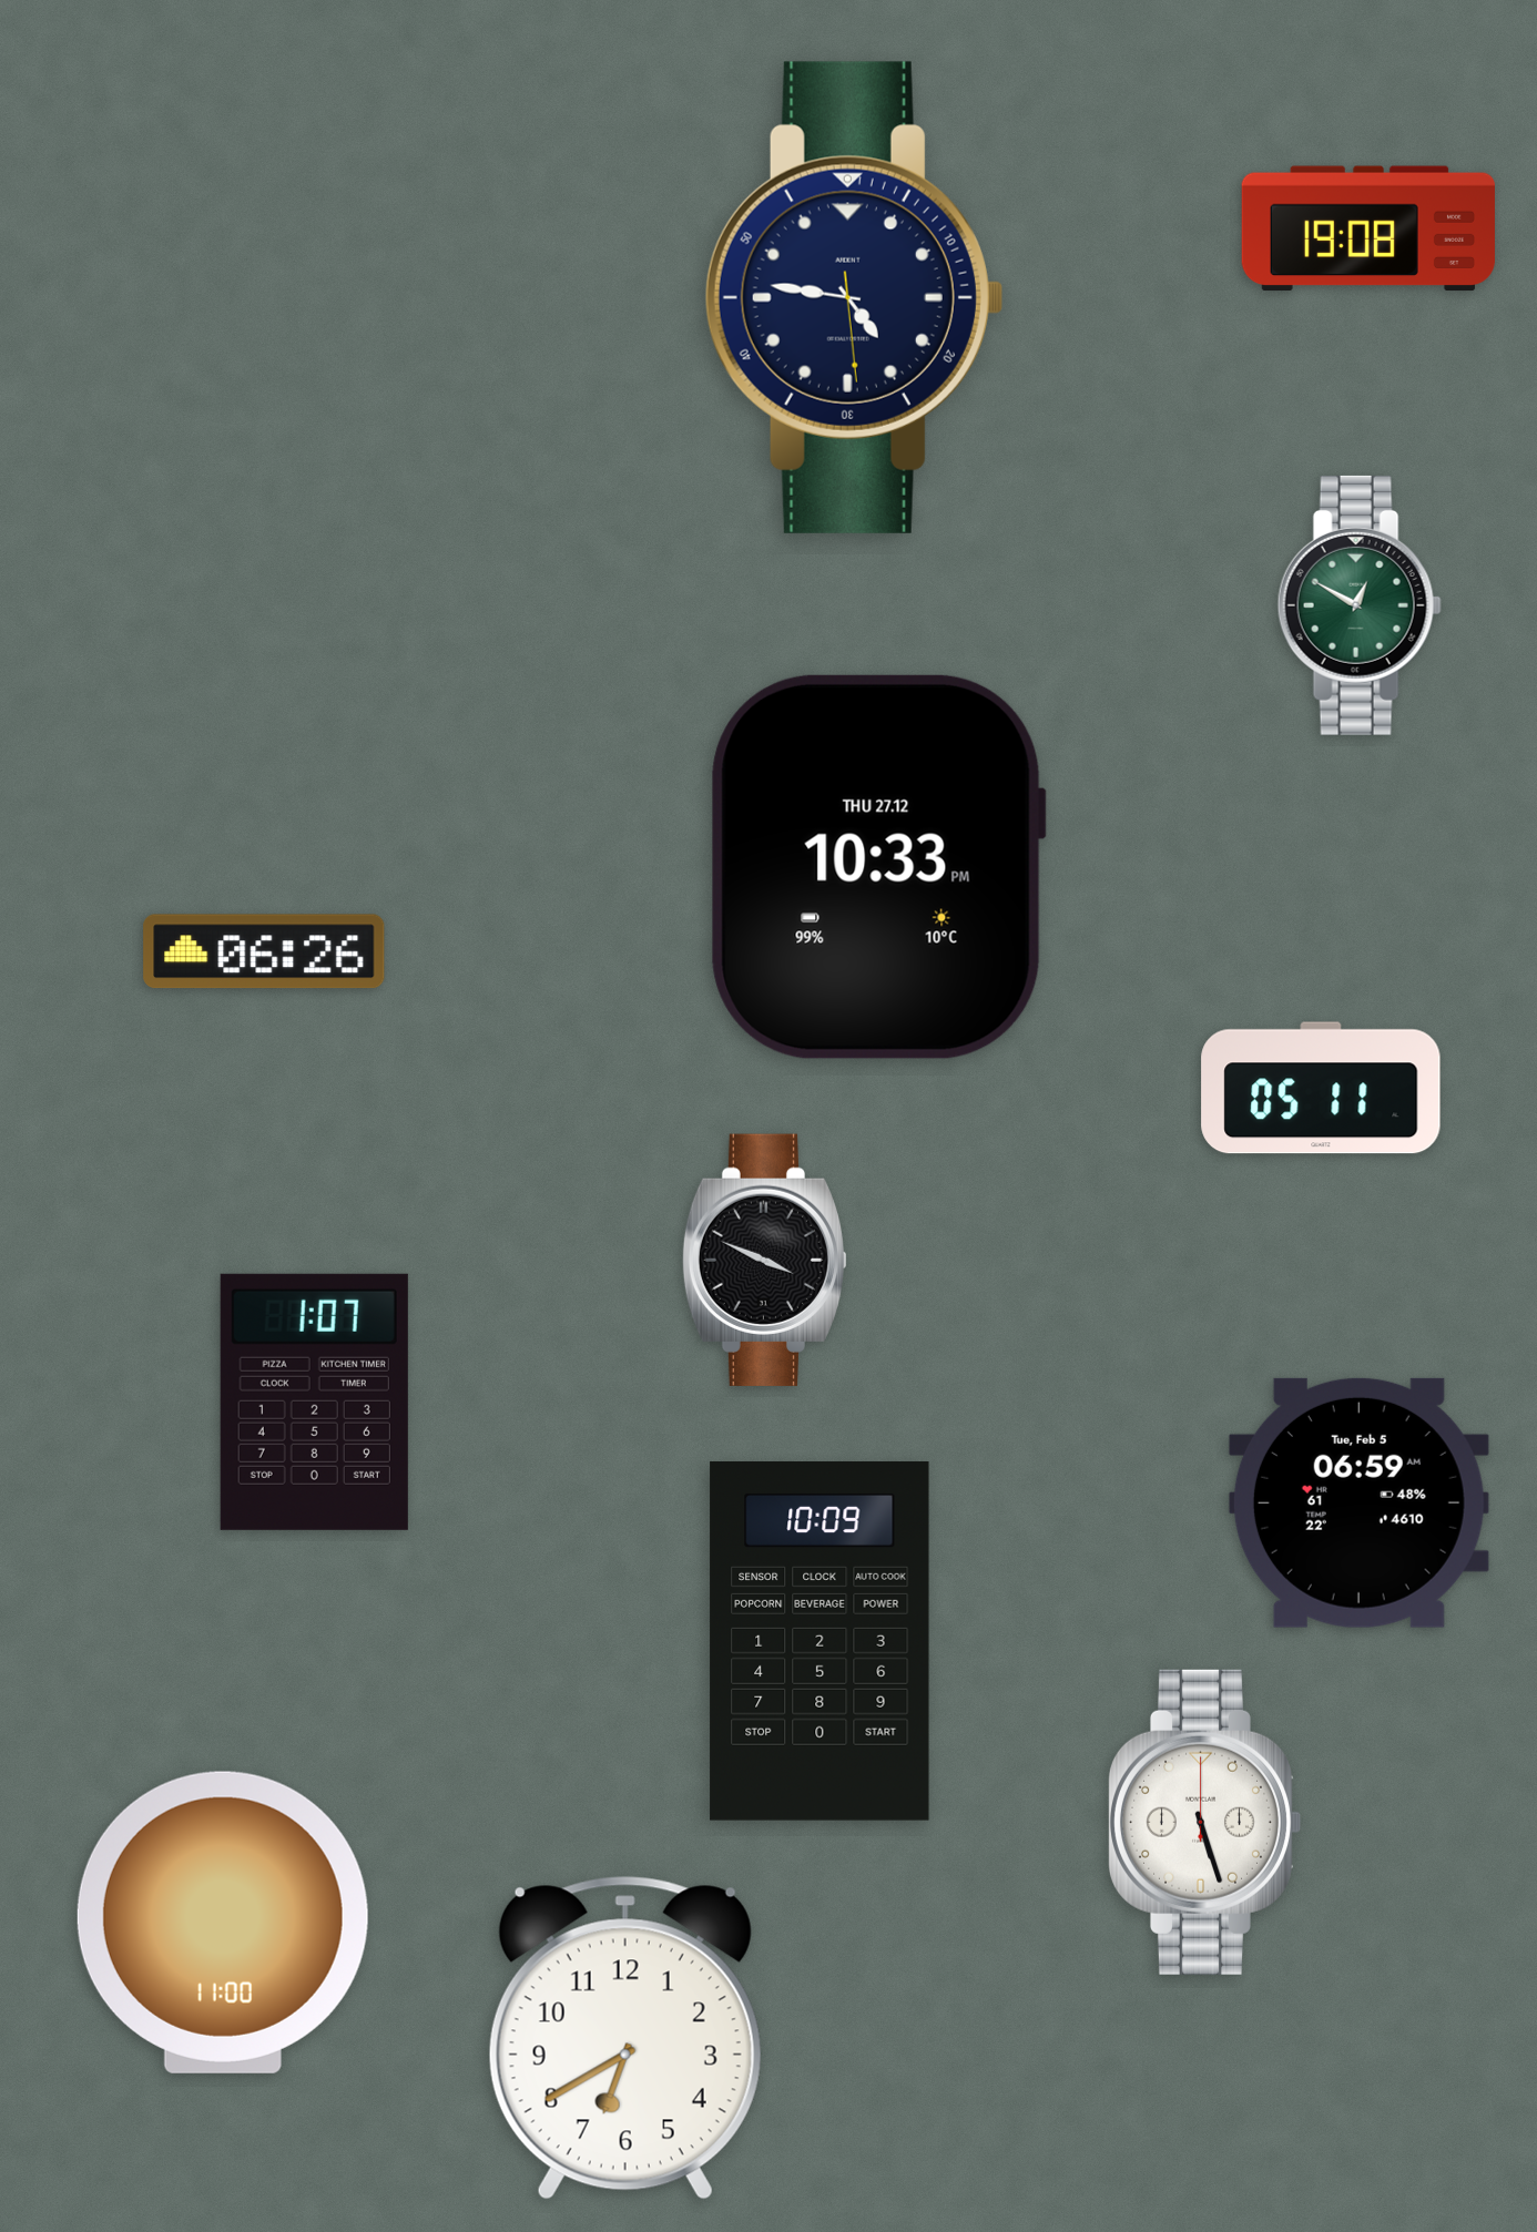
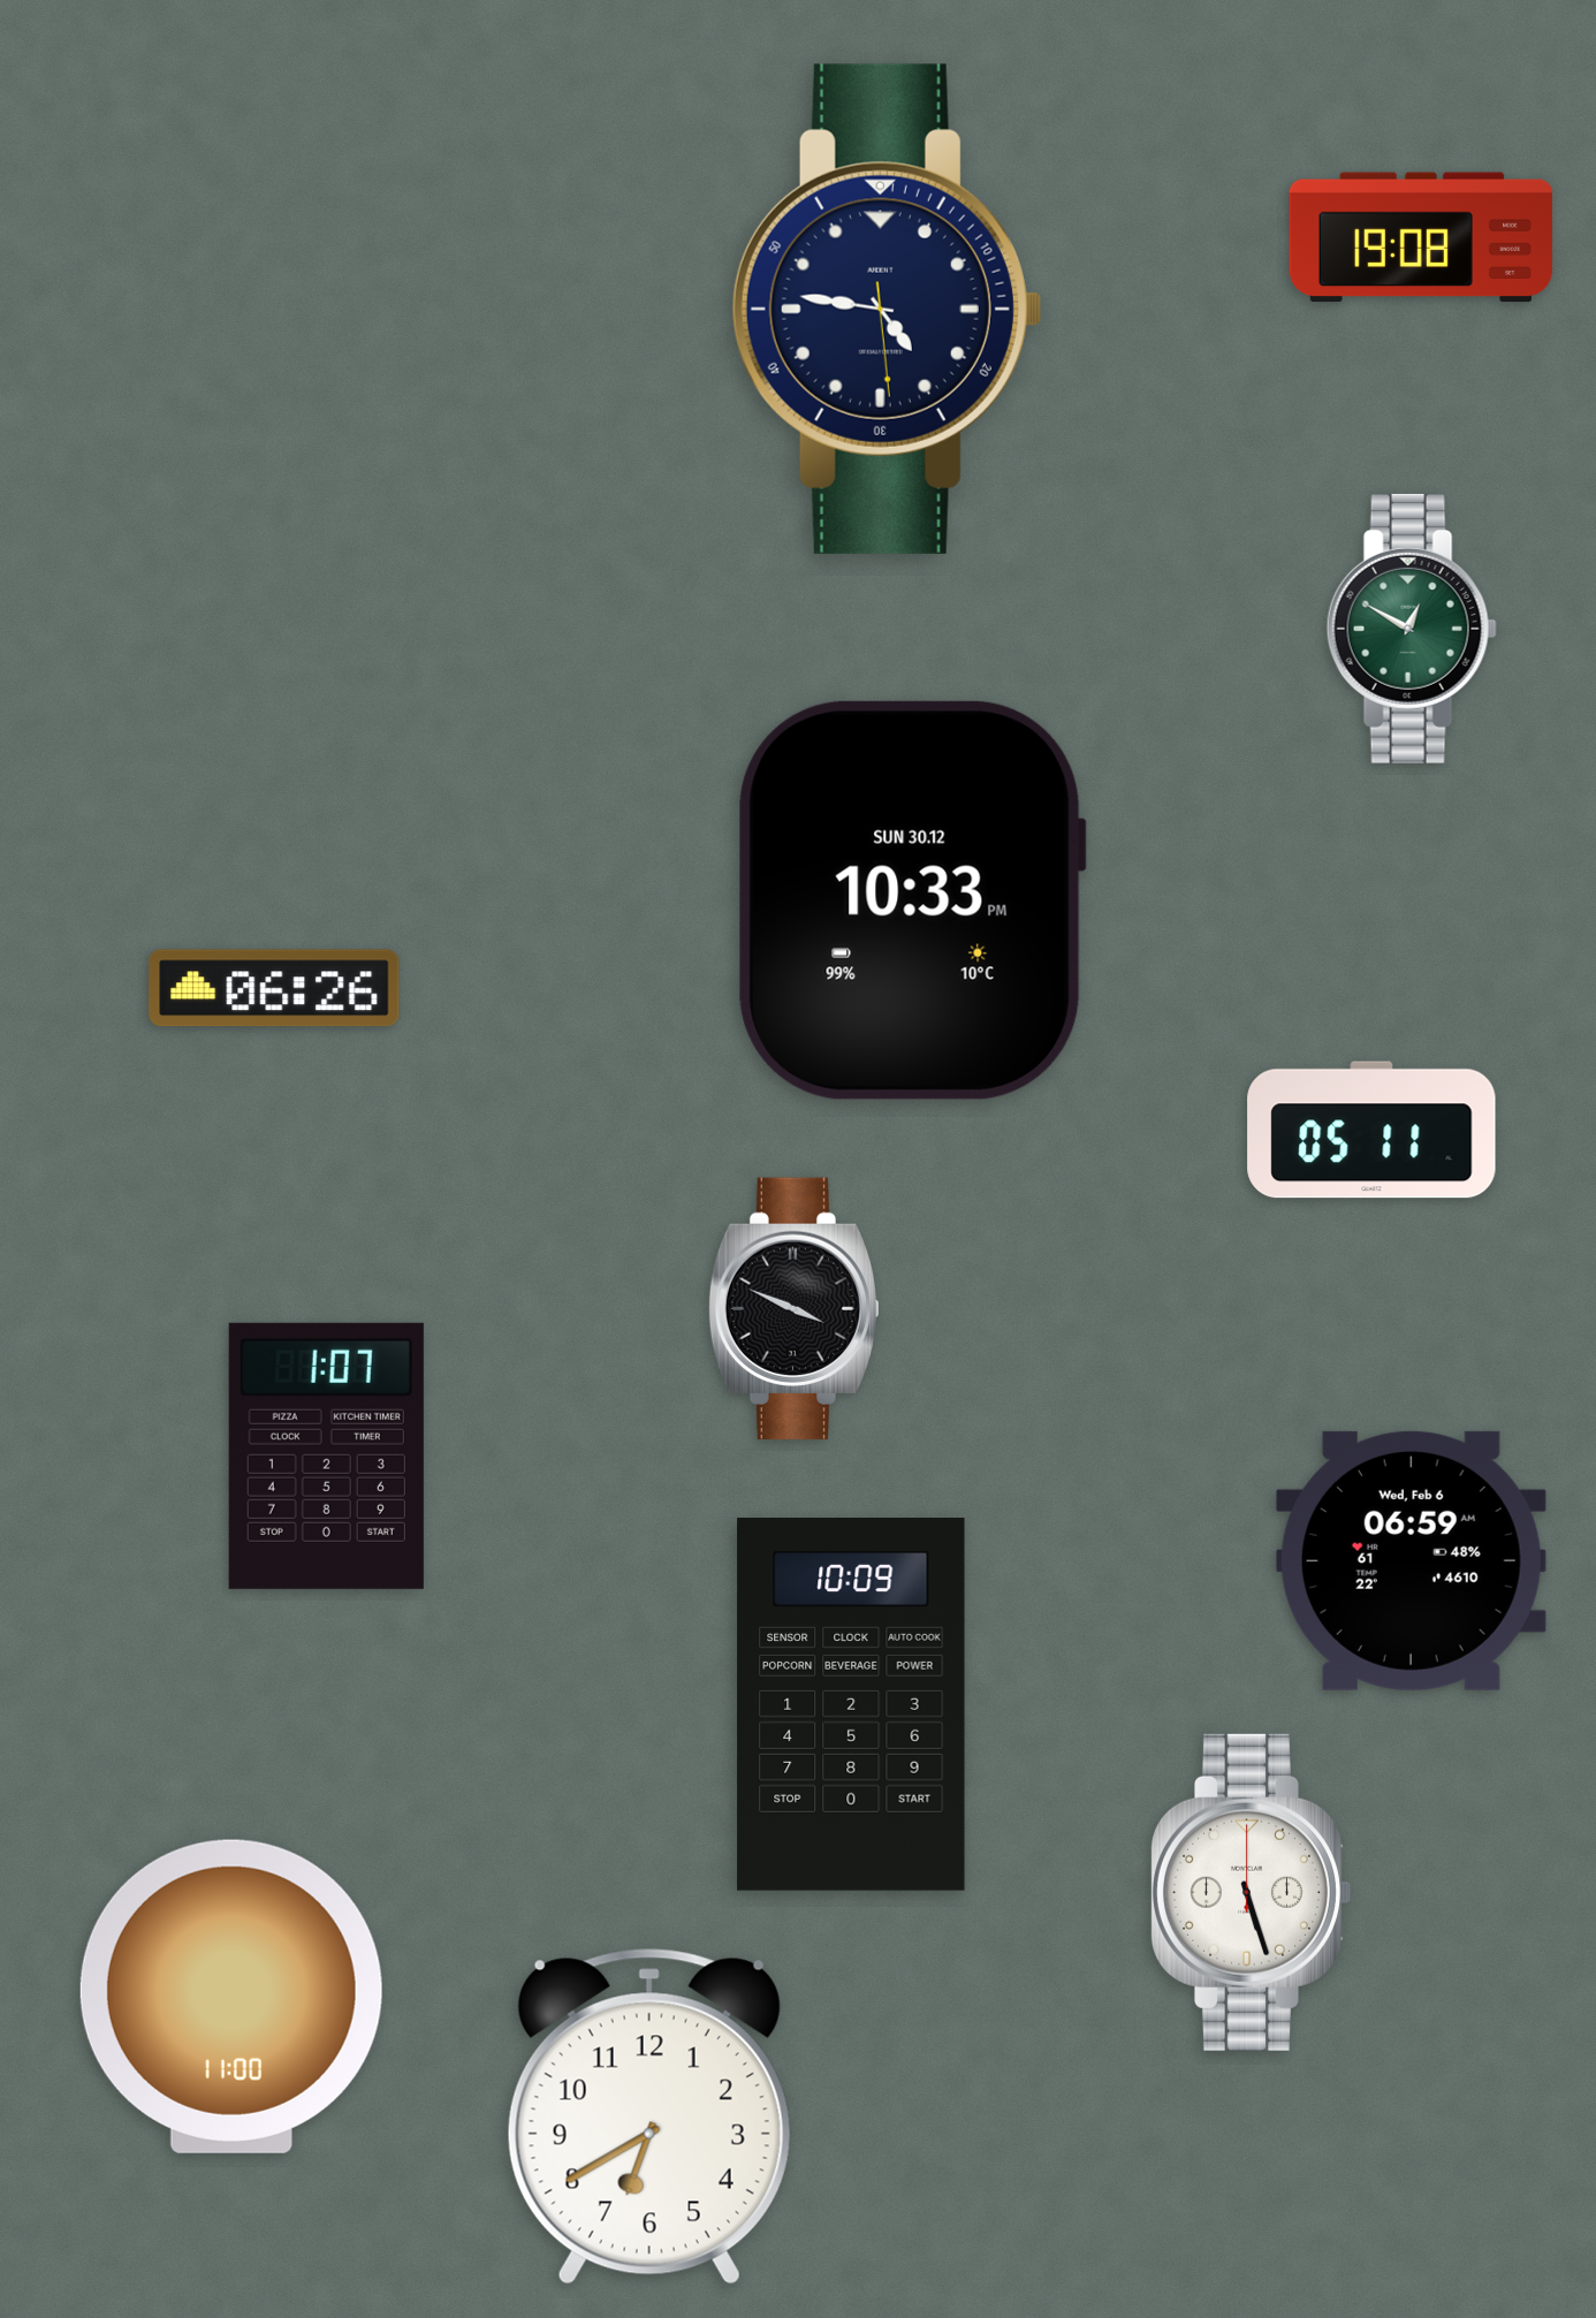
clock at (878, 867) date: THU 27.12 -> SUN 30.12
clock at (1358, 1502) date: Tue, Feb 5 -> Wed, Feb 6
